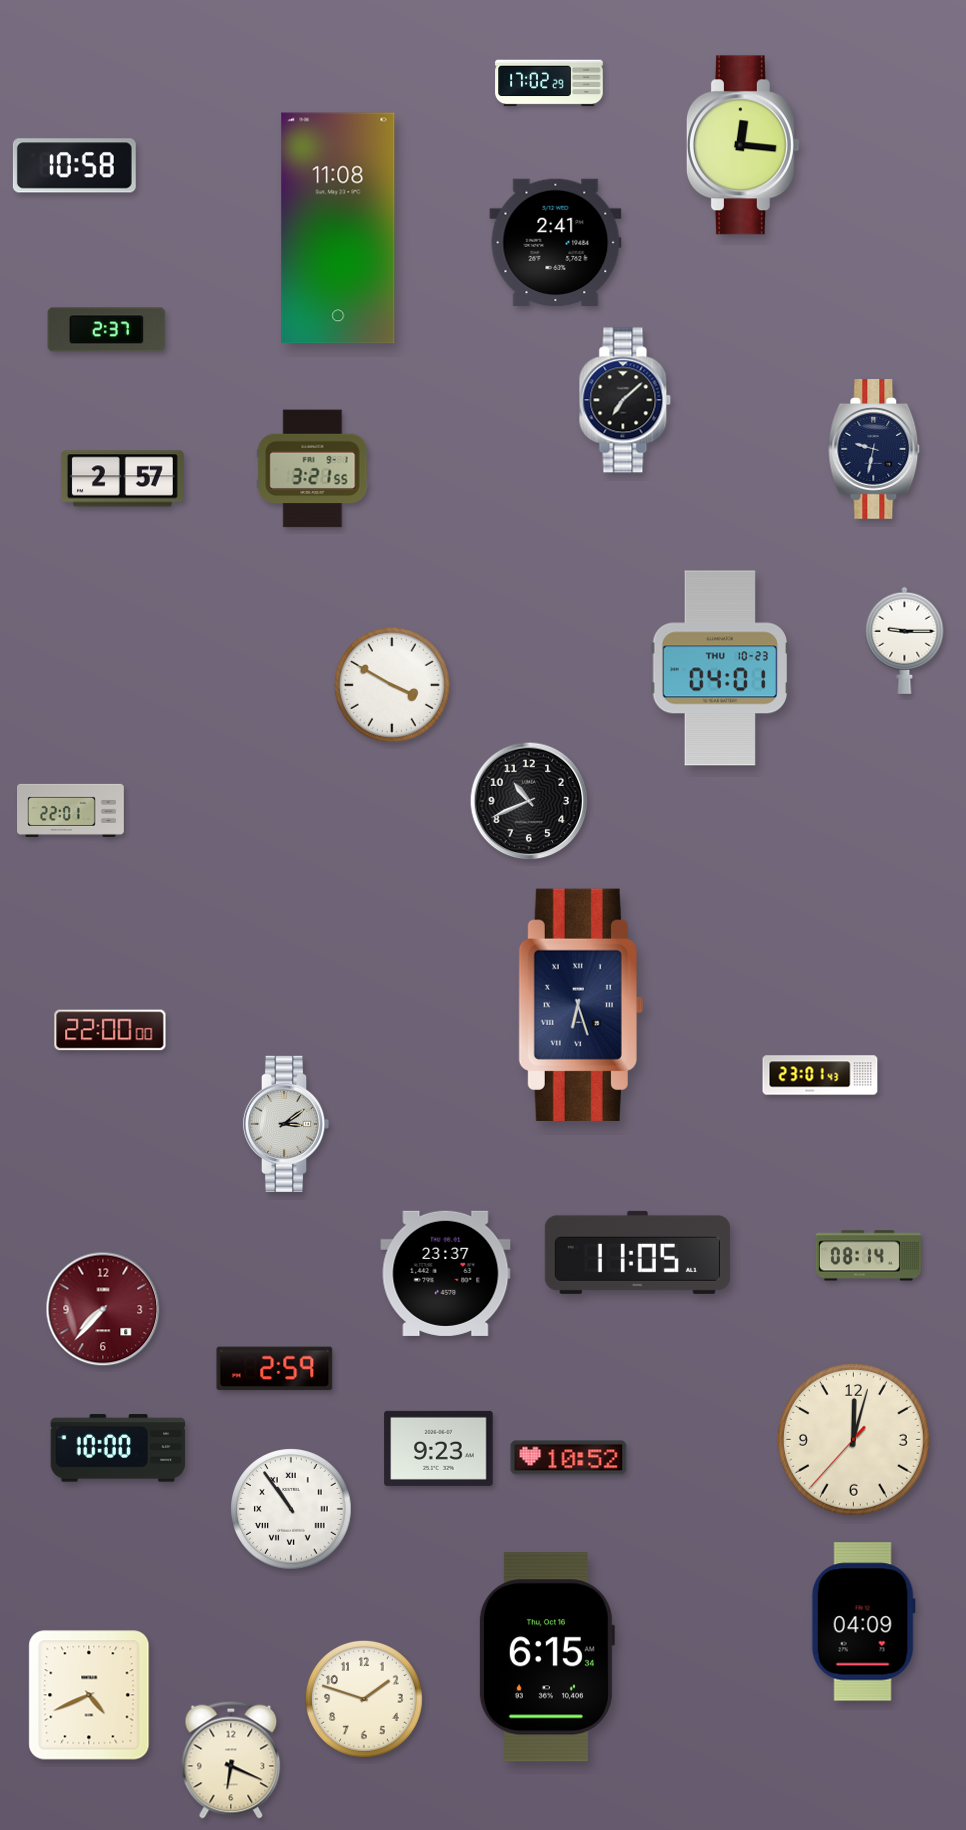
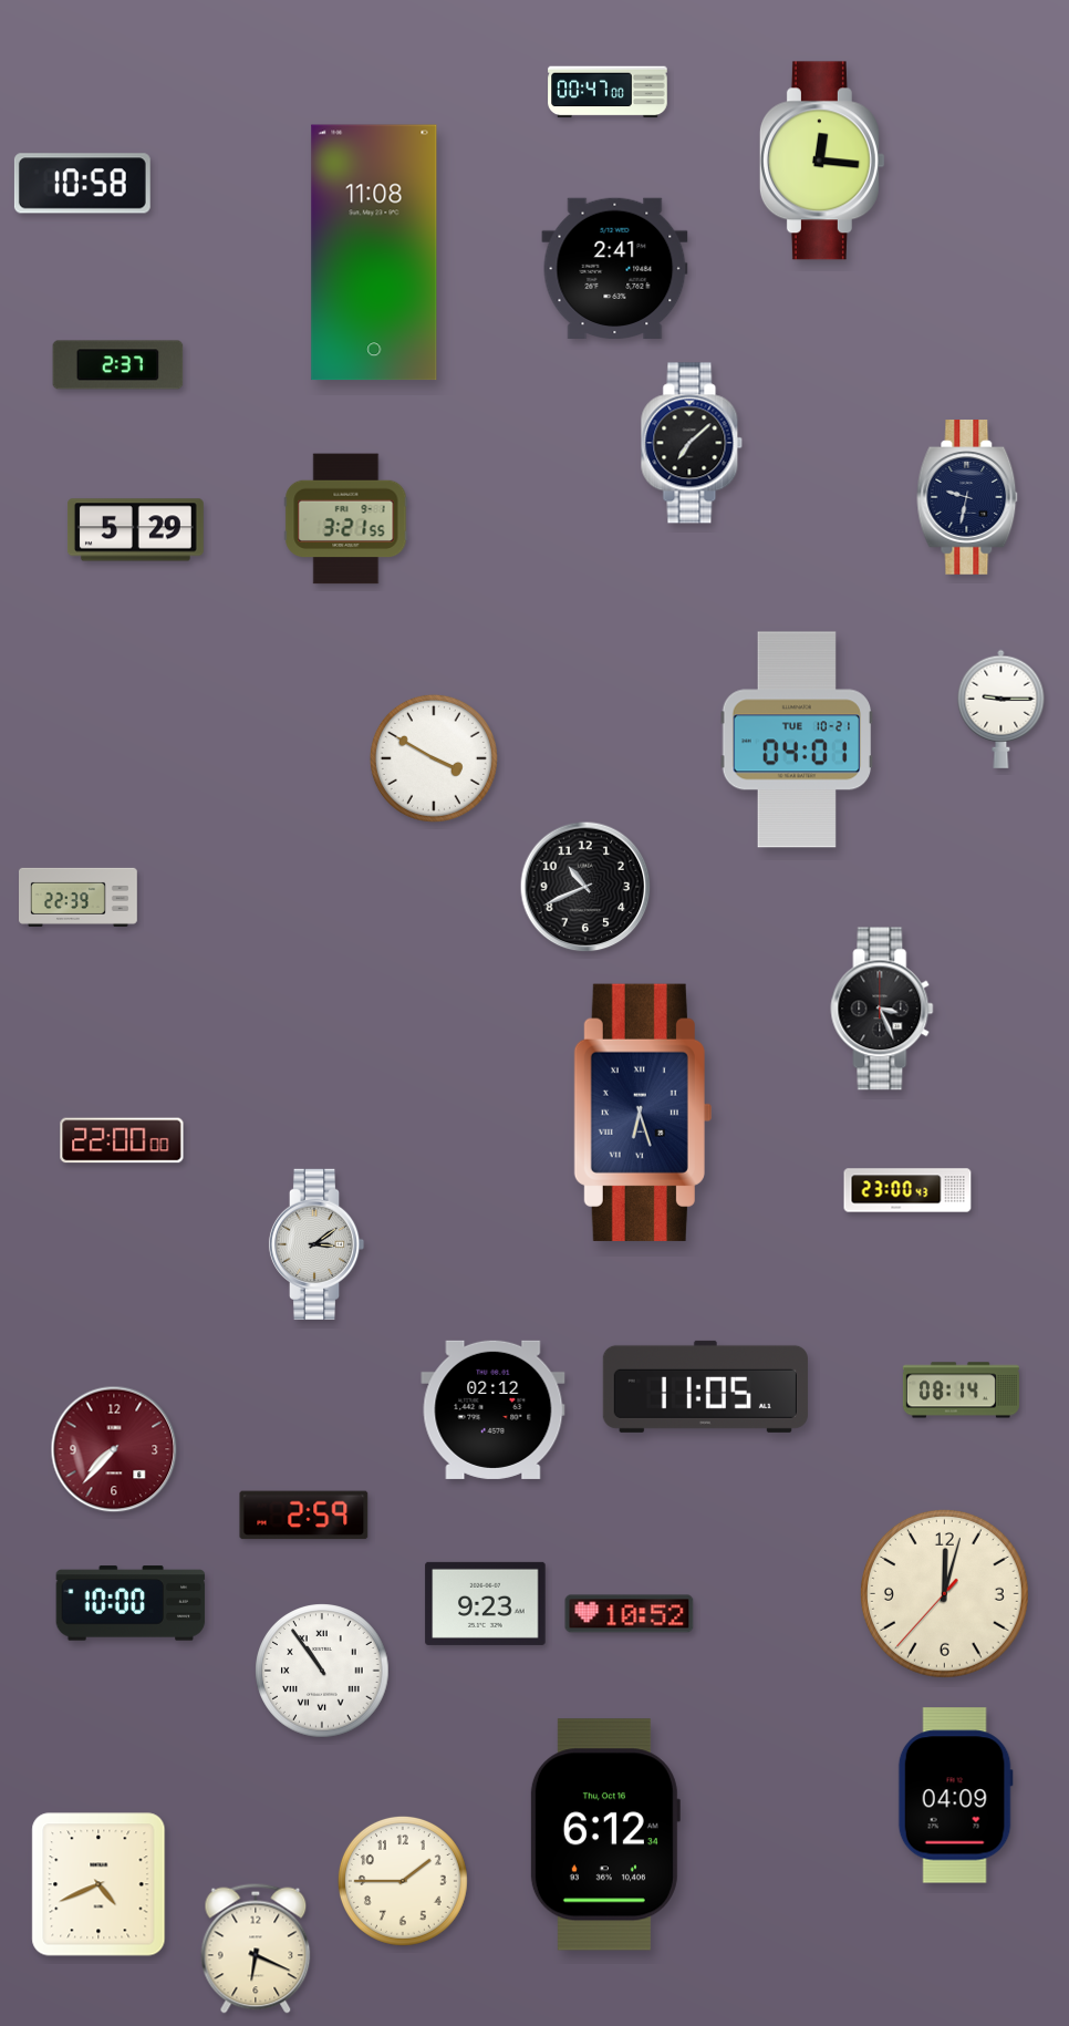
clock at (549, 83): 17:02 -> 00:47
clock at (122, 479): 2:57 -> 5:29
clock at (720, 668) date: THU 10-23 -> TUE 10-21
clock at (71, 810): 22:01 -> 22:39
clock at (882, 1009): none -> 3:26
clock at (820, 1075): 23:01 -> 23:00
clock at (446, 1273): 23:37 -> 02:12
clock at (546, 1657): 6:15 -> 6:12
clock at (89, 1695) position: (89, 1695) -> (98, 1884)
clock at (364, 1699): 1:48 -> 1:45
